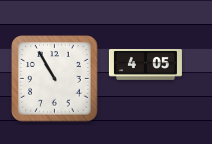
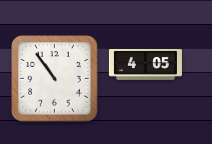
clock at (55, 79): 10:55 -> 10:54
